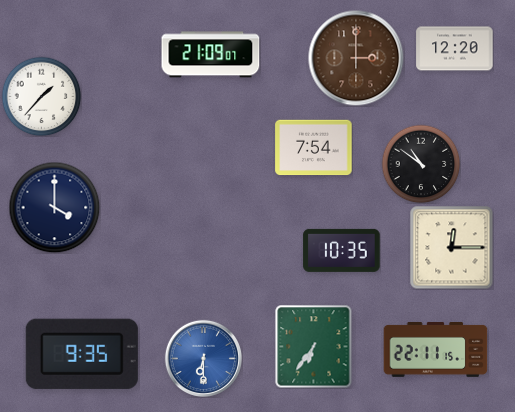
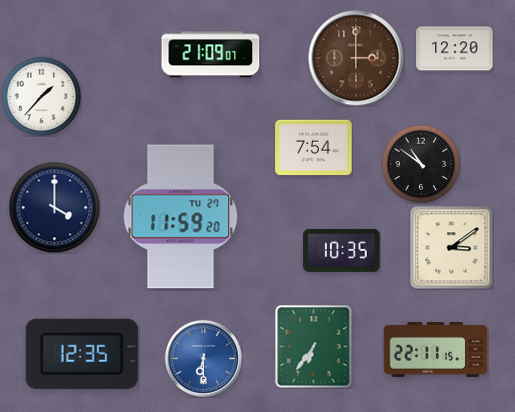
clock at (181, 217): none -> 11:59
clock at (451, 247): 12:15 -> 3:09
clock at (82, 354): 9:35 -> 12:35
